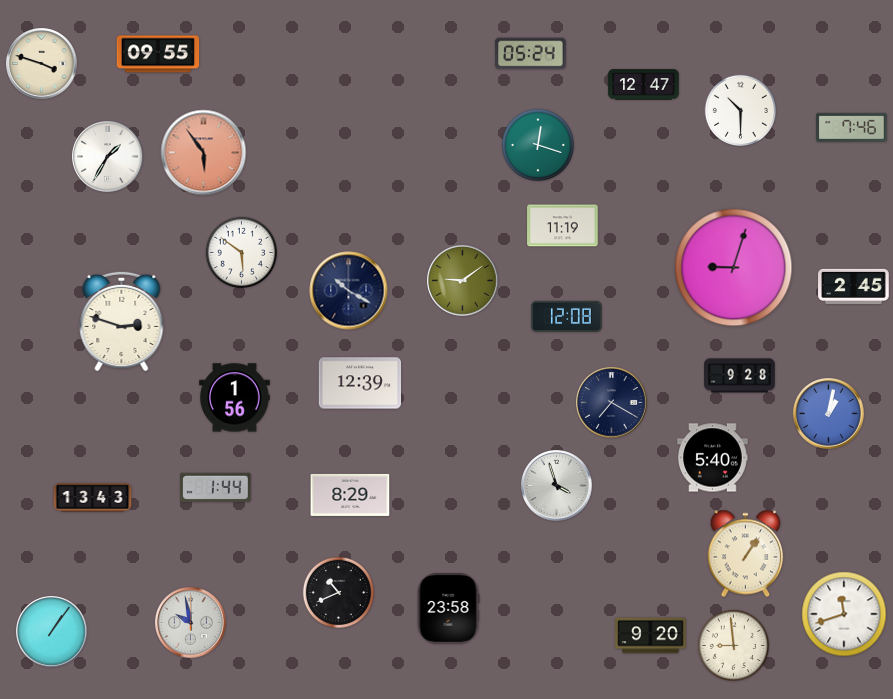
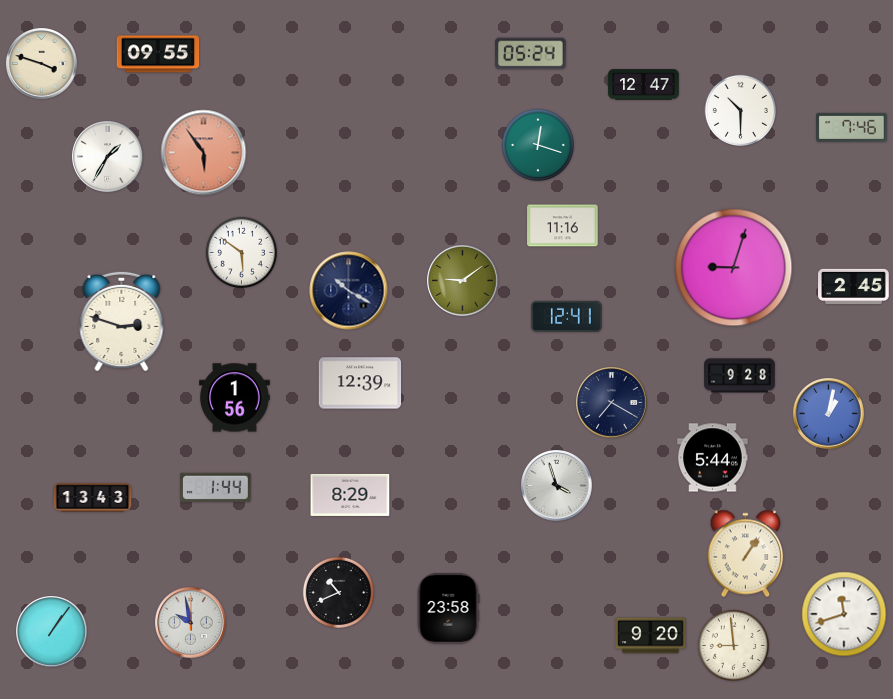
clock at (563, 226): 11:19 -> 11:16
clock at (567, 316): 12:08 -> 12:41
clock at (713, 458): 5:40 -> 5:44
